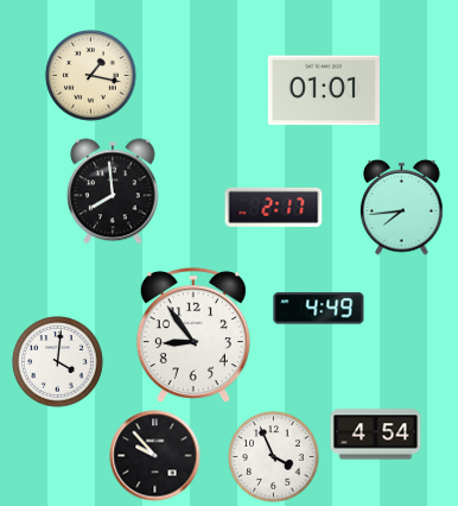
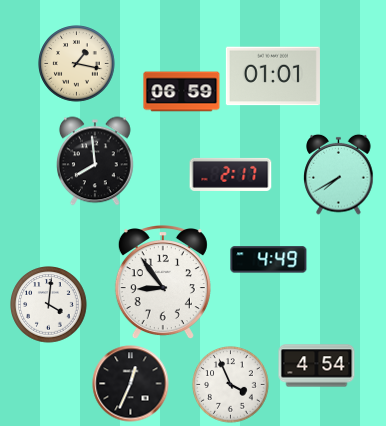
clock at (182, 92): none -> 06:59
clock at (402, 207): 7:44 -> 7:40
clock at (155, 456): 9:53 -> 12:34
